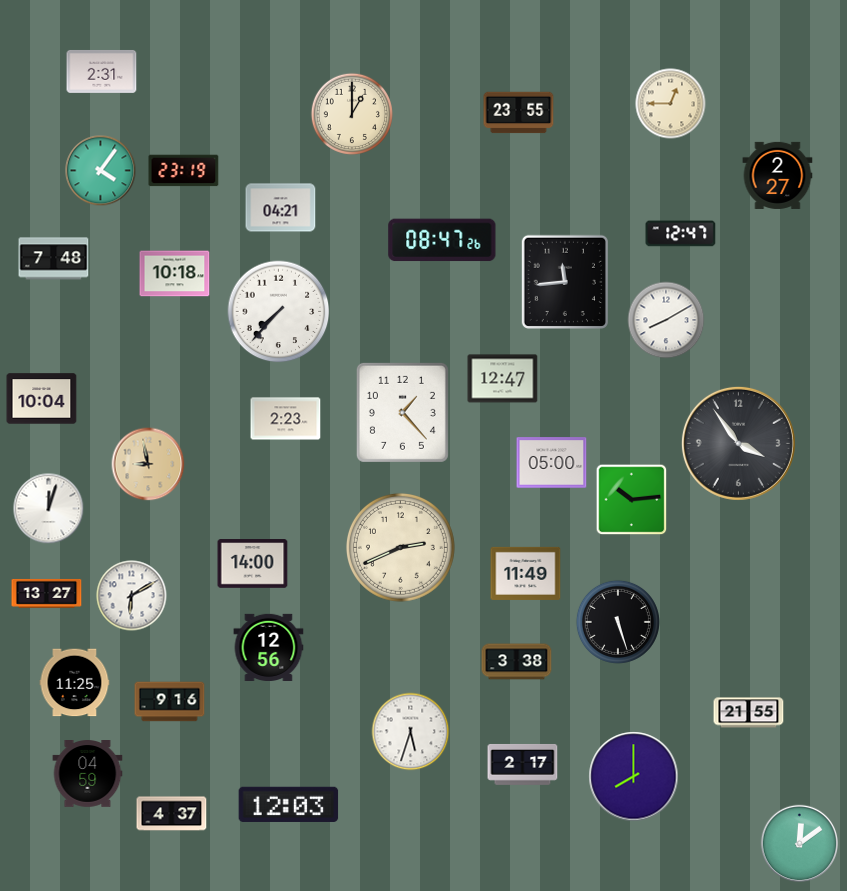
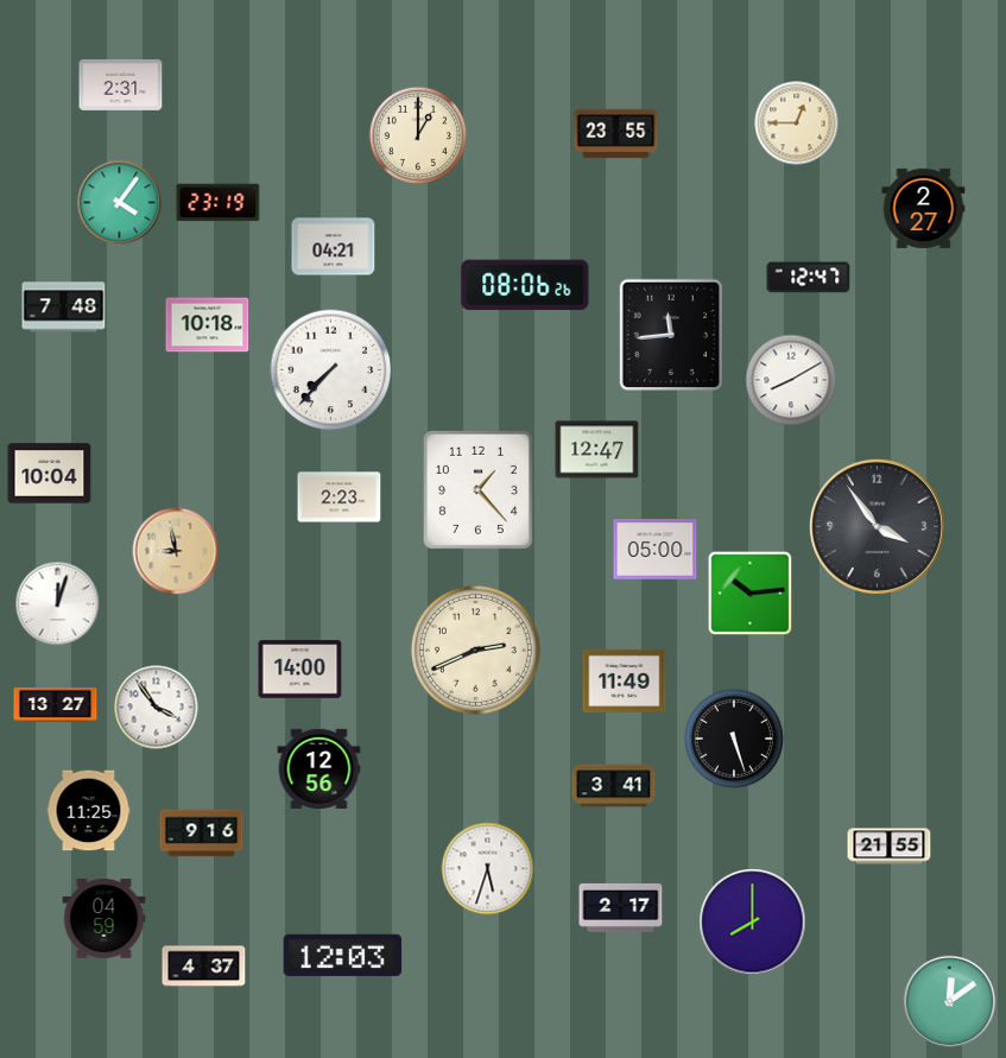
clock at (442, 240): 08:47 -> 08:06
clock at (132, 596): 6:10 -> 3:54
clock at (517, 662): 3:38 -> 3:41
